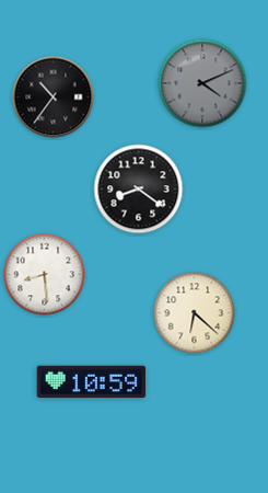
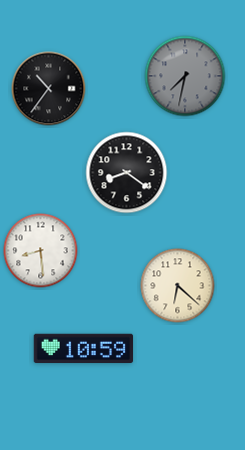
clock at (202, 83): 4:11 -> 7:32
